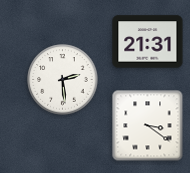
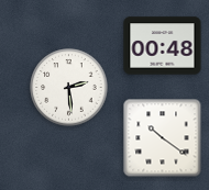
clock at (148, 42): 21:31 -> 00:48
clock at (148, 126): 3:21 -> 10:21
